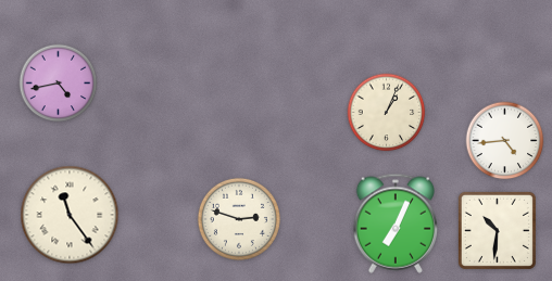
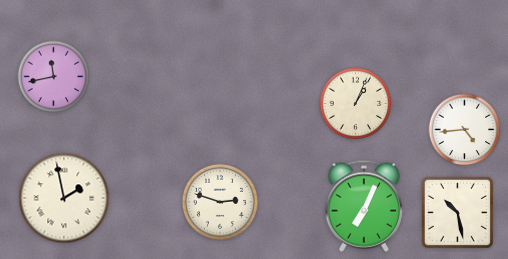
clock at (59, 84): 4:43 -> 11:43
clock at (70, 215): 11:24 -> 1:58
clock at (497, 230): 10:31 -> 10:28
